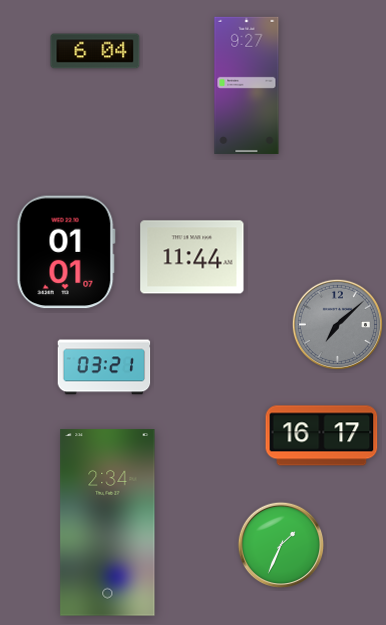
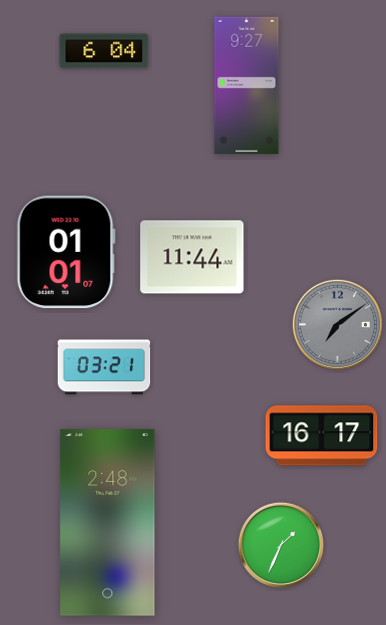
clock at (95, 51) position: (95, 51) -> (104, 51)
clock at (337, 324): 7:08 -> 7:09
clock at (108, 523): 2:34 -> 2:48
